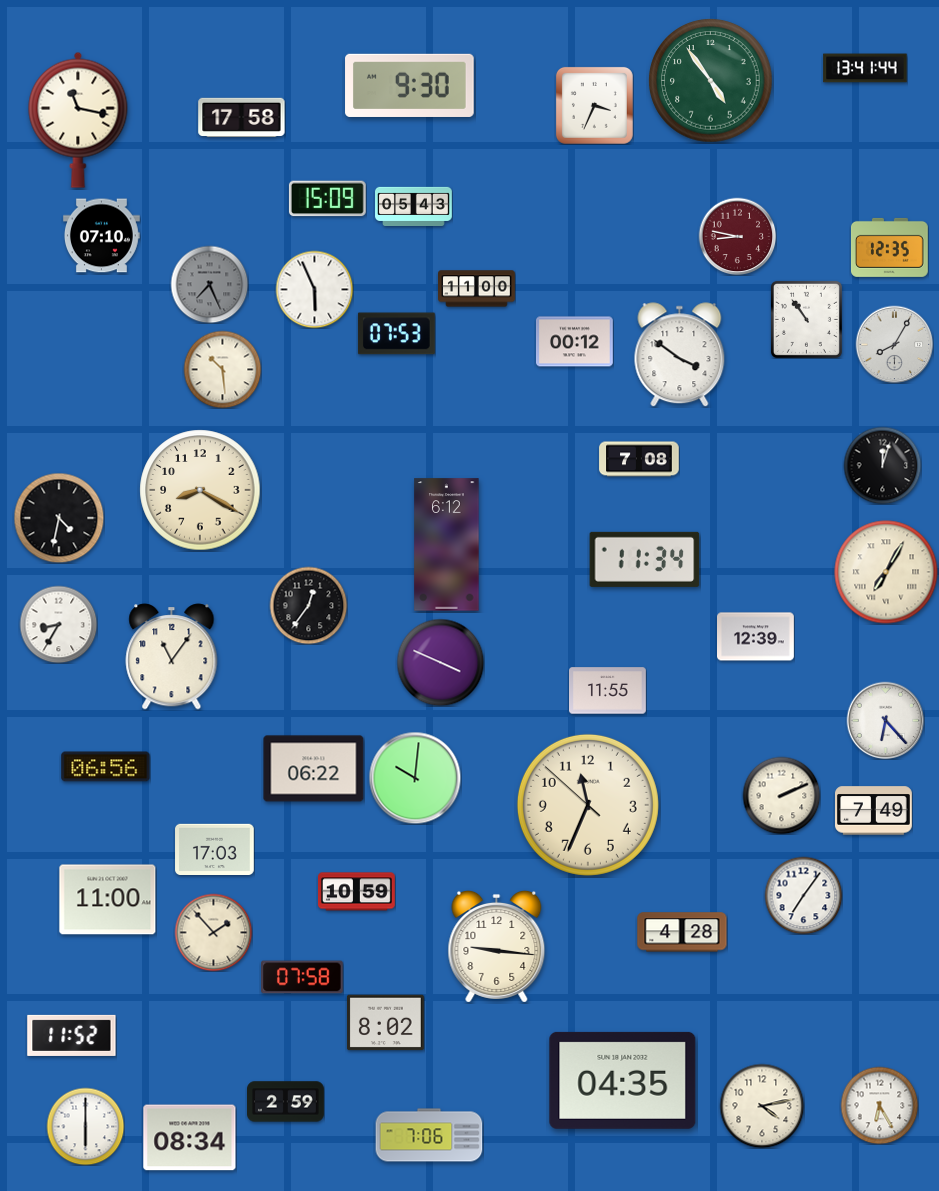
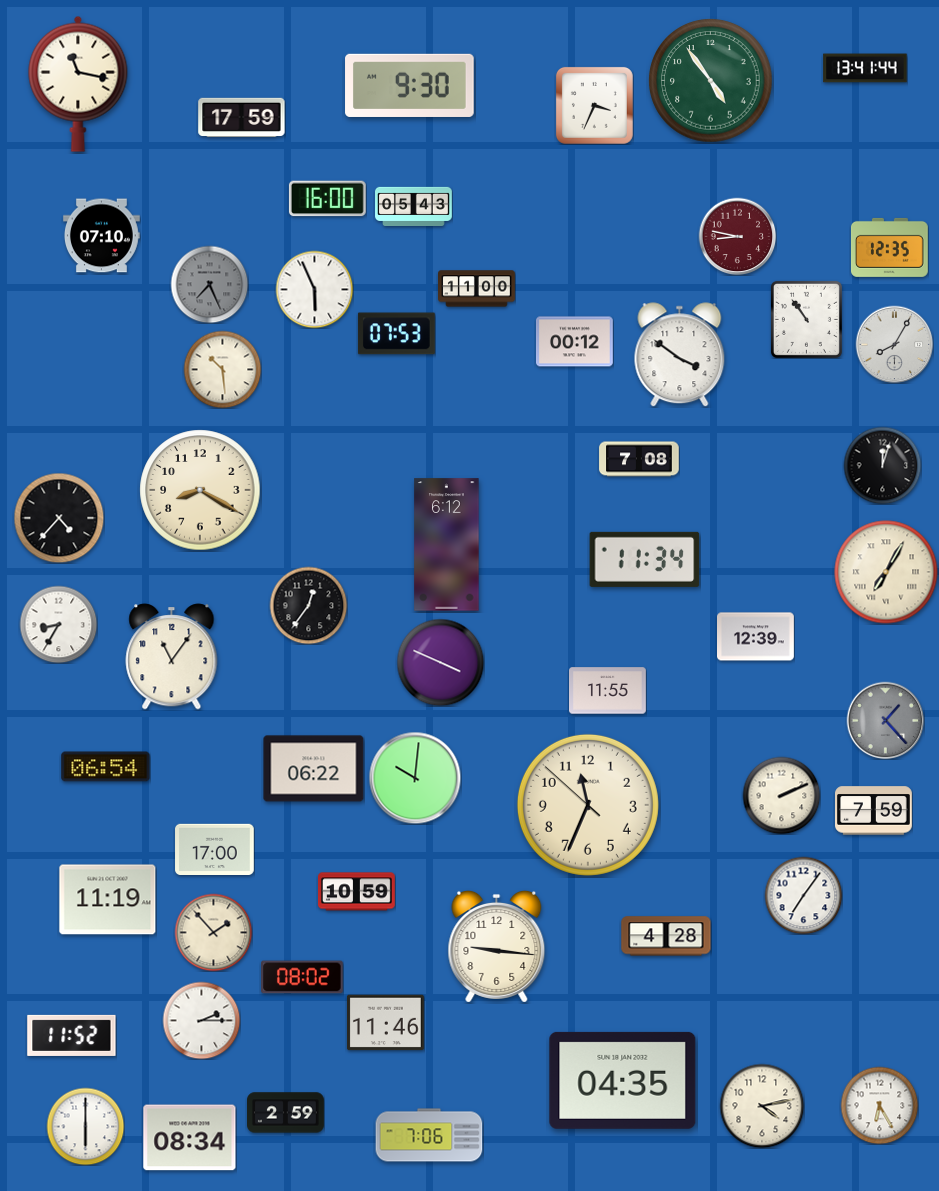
clock at (242, 118): 17:58 -> 17:59
clock at (78, 120) position: (78, 120) -> (78, 84)
clock at (327, 199): 15:09 -> 16:00
clock at (59, 518): 4:32 -> 4:37
clock at (885, 720): 6:23 -> 1:23
clock at (885, 720) dial: white -> grey
clock at (106, 767): 06:56 -> 06:54
clock at (874, 811): 7:49 -> 7:59
clock at (215, 850): 17:03 -> 17:00
clock at (108, 900): 11:00 -> 11:19
clock at (682, 932) position: (682, 932) -> (666, 936)
clock at (302, 977): 07:58 -> 08:02
clock at (201, 1020): none -> 2:15
clock at (385, 1023): 8:02 -> 11:46
clock at (286, 1102) position: (286, 1102) -> (286, 1113)
